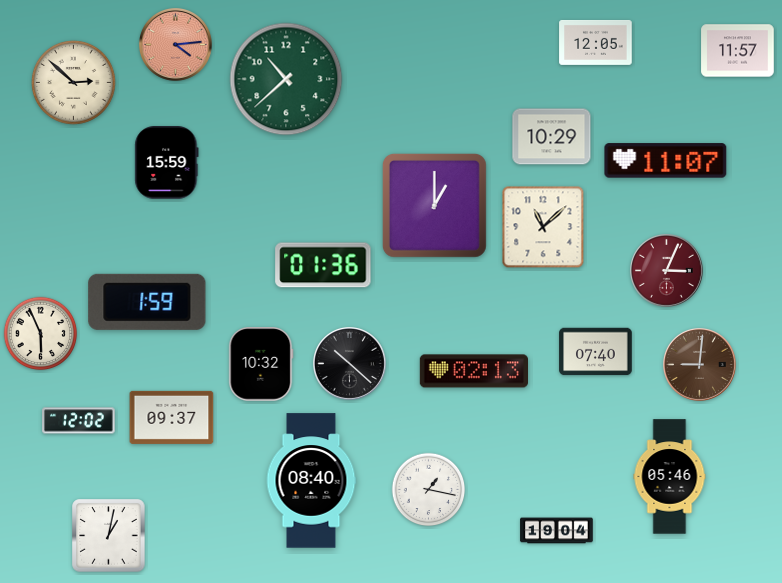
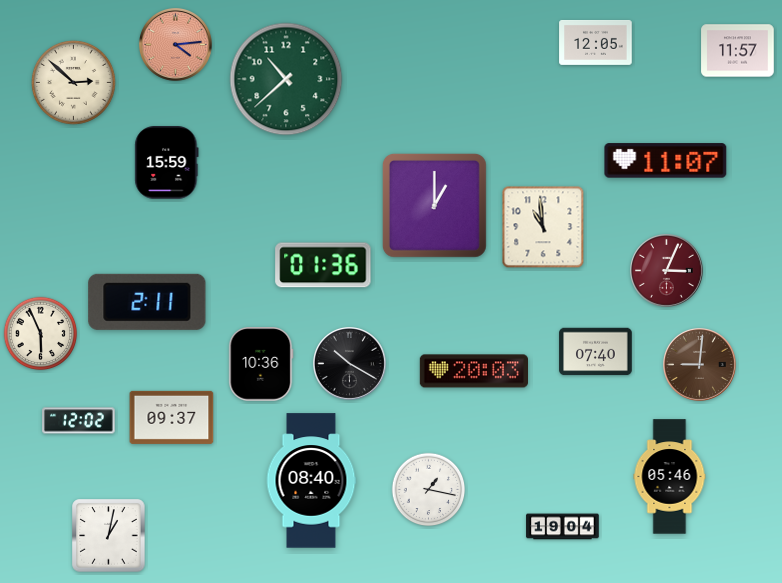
clock at (552, 137): 10:29 -> none
clock at (543, 227): 11:08 -> 10:59
clock at (147, 302): 1:59 -> 2:11
clock at (349, 363): 10:22 -> 10:20
clock at (261, 364): 10:32 -> 10:36
clock at (473, 371): 02:13 -> 20:03
clock at (557, 531) position: (557, 531) -> (563, 527)
